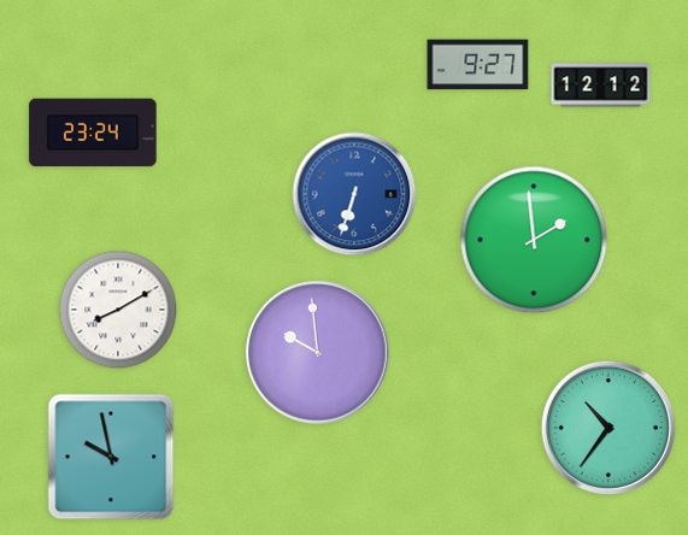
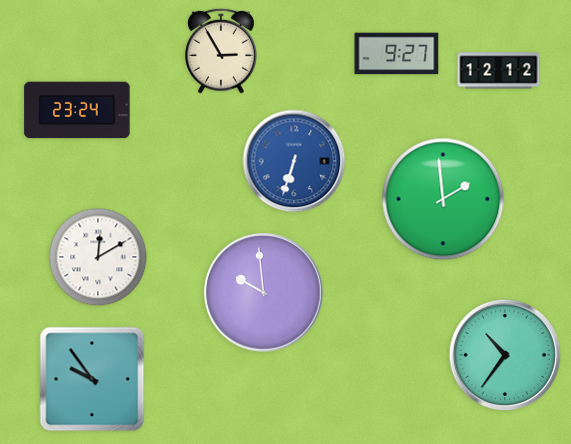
clock at (221, 51): none -> 2:55
clock at (118, 310): 8:10 -> 12:10
clock at (111, 457): 9:58 -> 9:54
